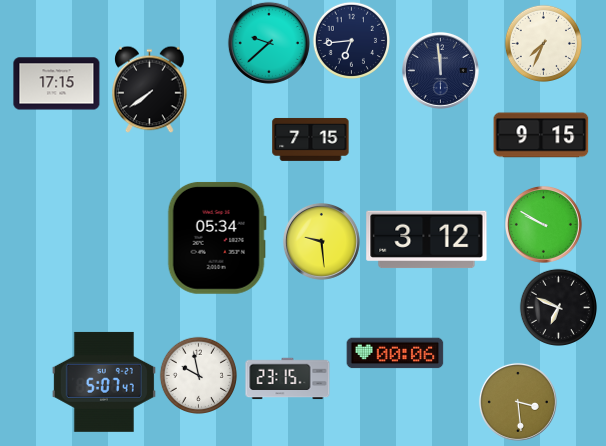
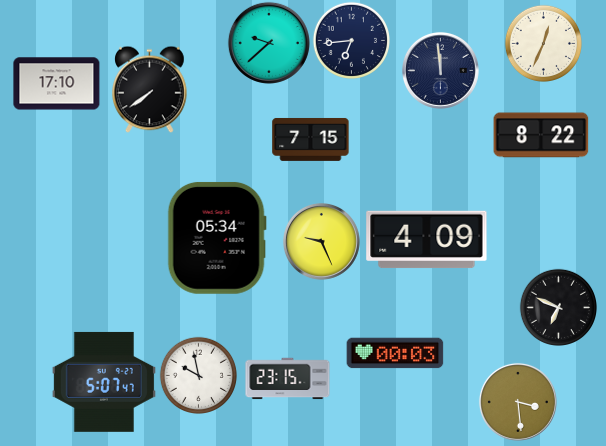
clock at (543, 43): 7:34 -> 12:34
clock at (57, 84): 17:15 -> 17:10
clock at (541, 135): 9:15 -> 8:22
clock at (543, 224): 9:50 -> none
clock at (427, 240): 3:12 -> 4:09
clock at (321, 241): 9:29 -> 9:26
clock at (395, 353): 00:06 -> 00:03
